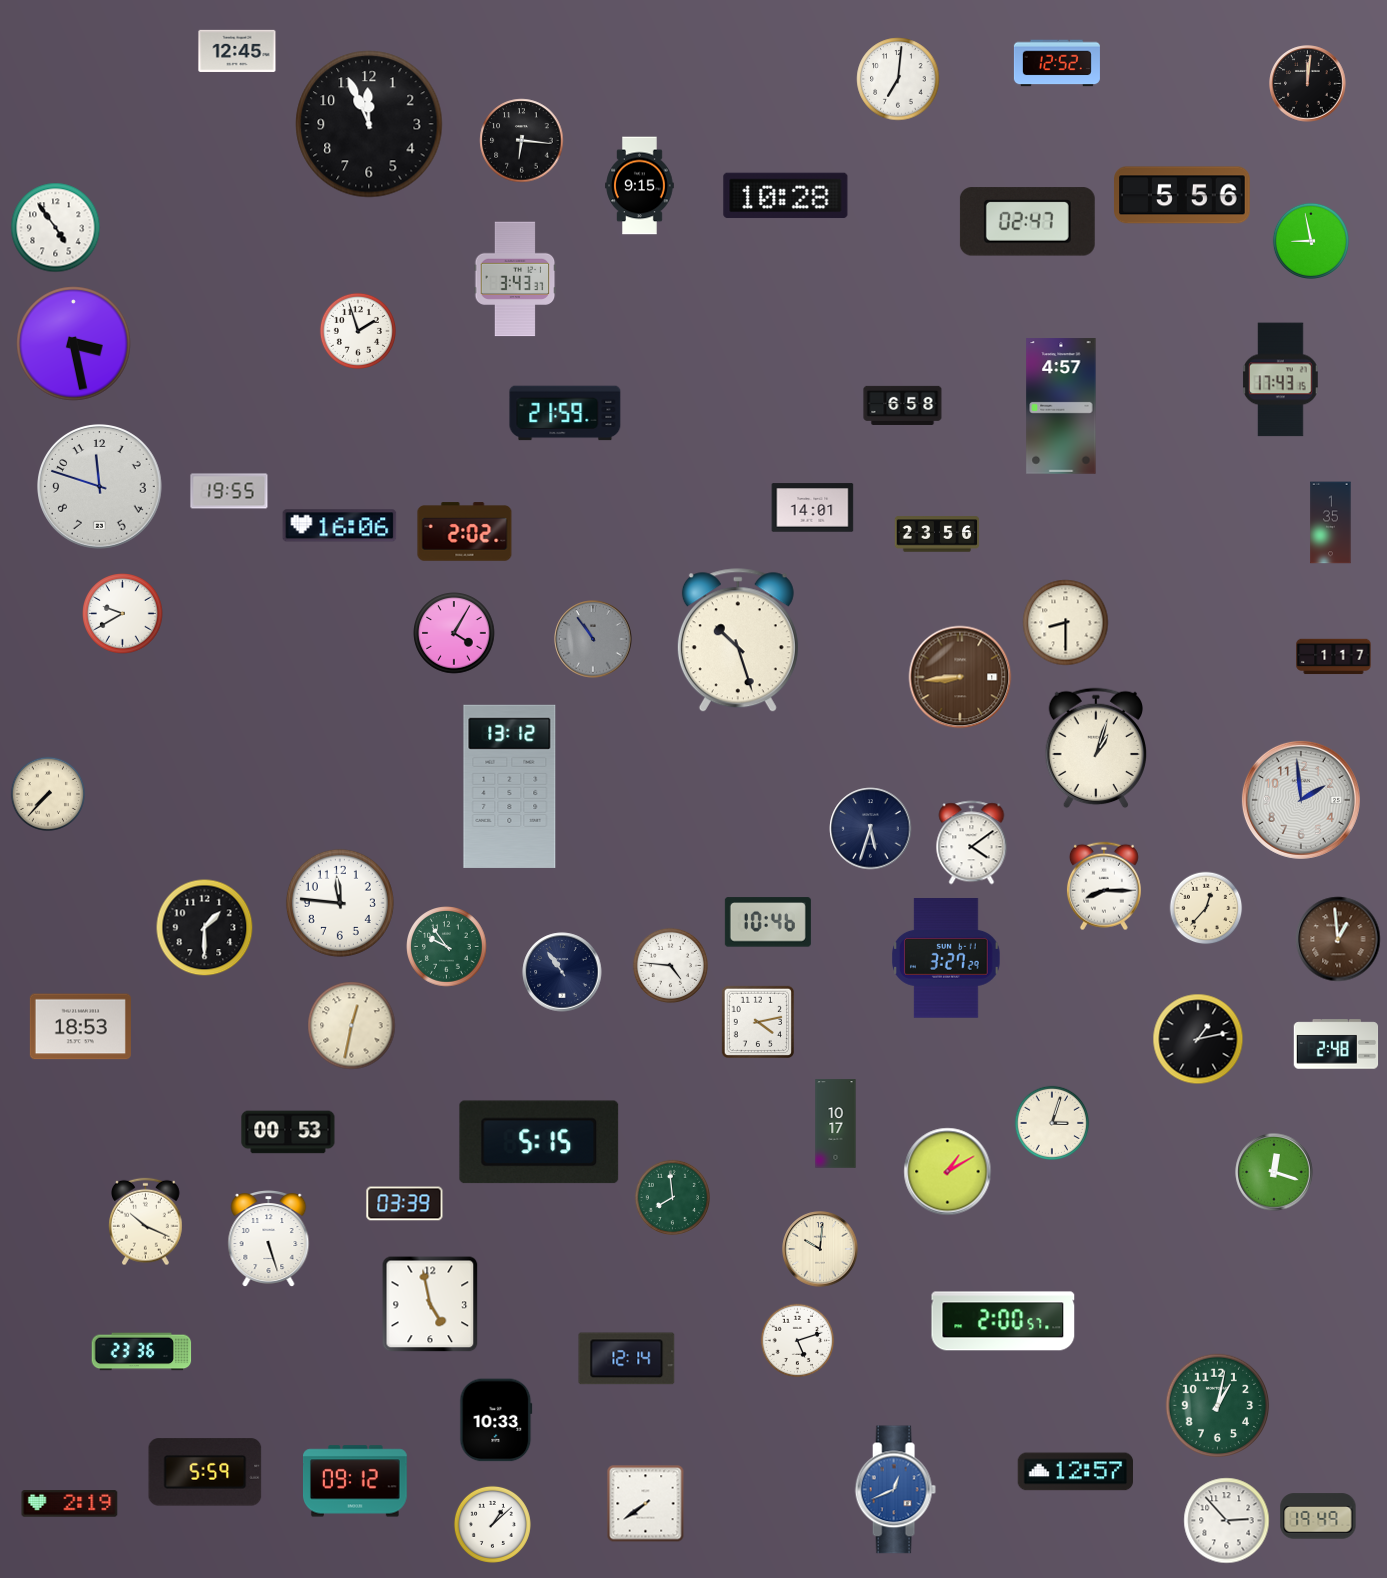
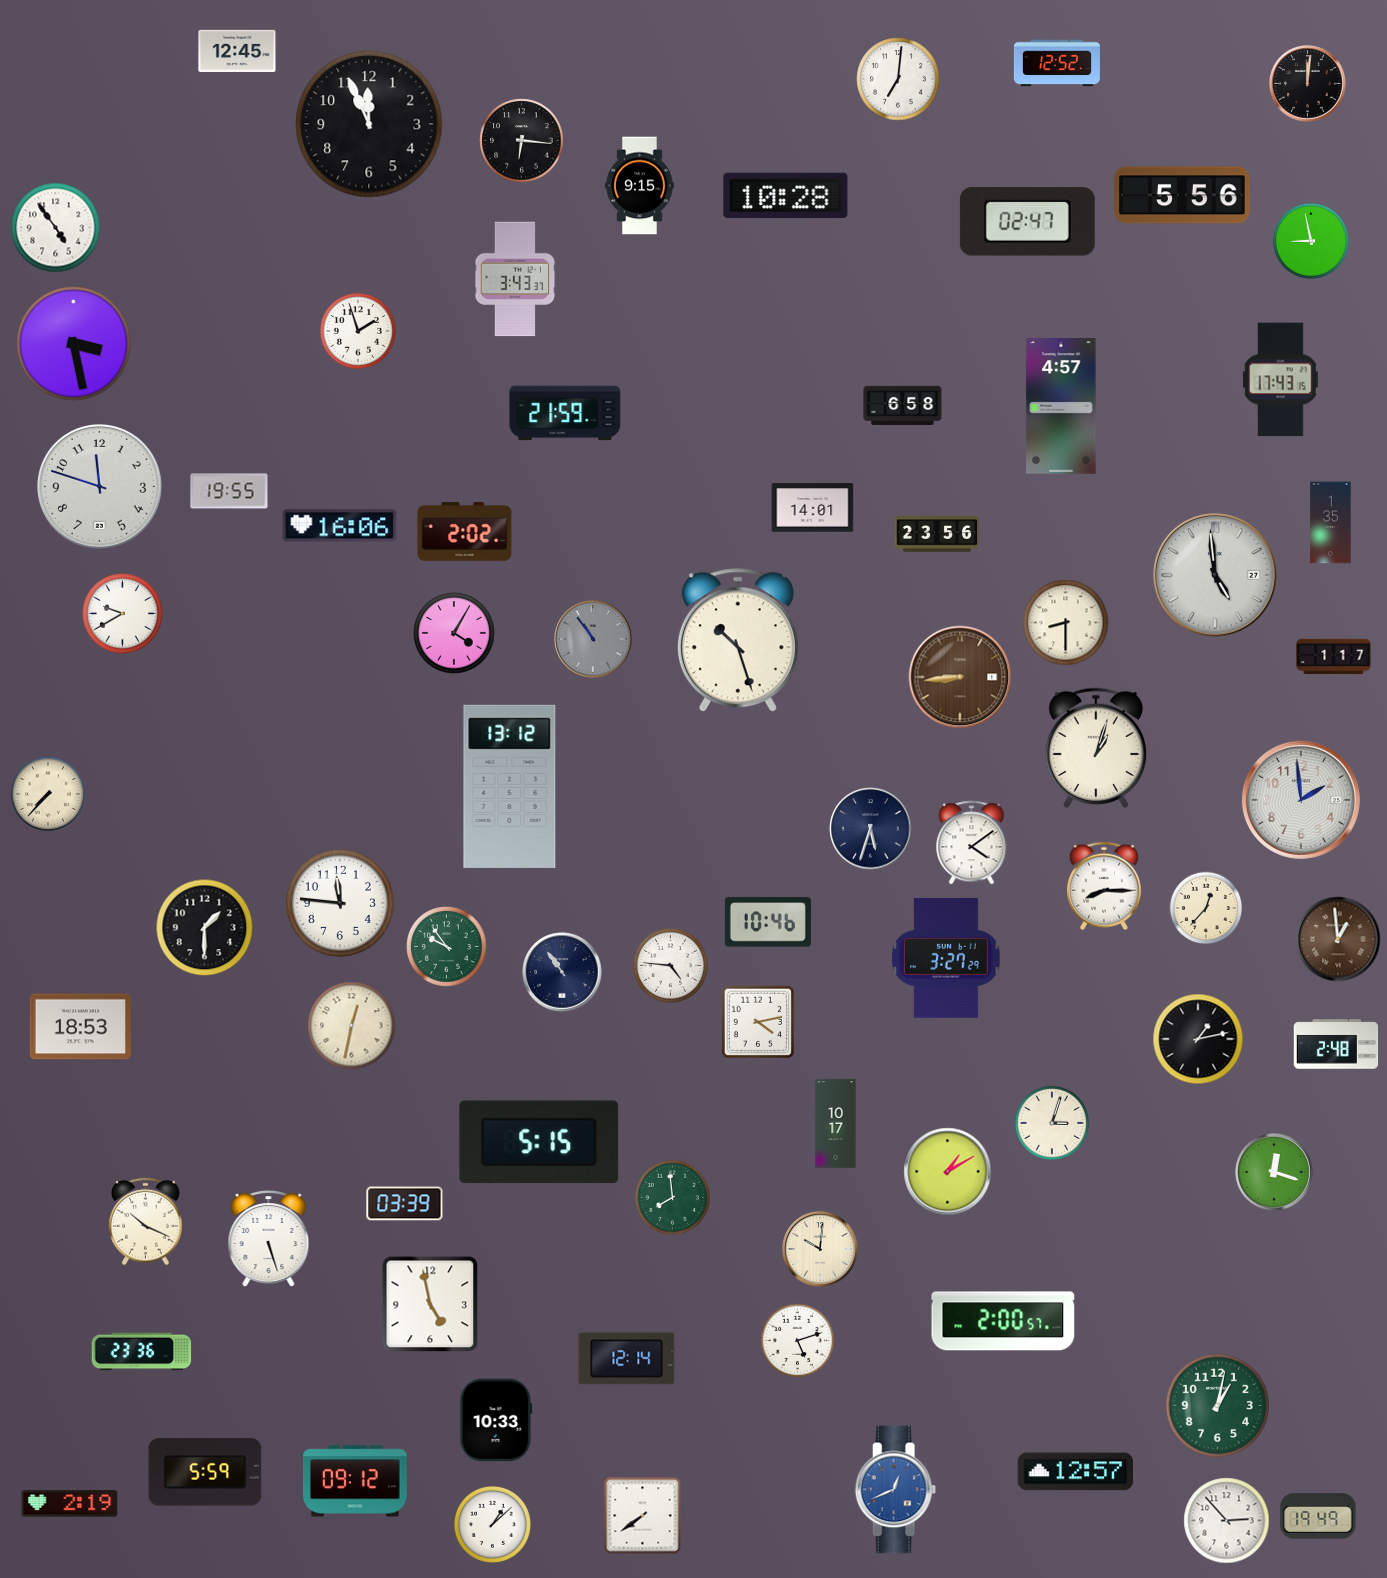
clock at (1216, 576): none -> 4:59
clock at (288, 1132): 00:53 -> none
clock at (646, 1504) position: (646, 1504) -> (643, 1516)
